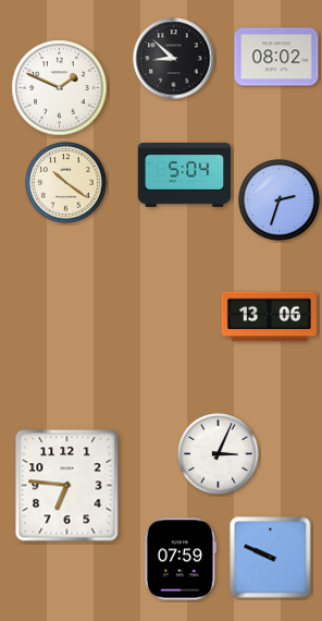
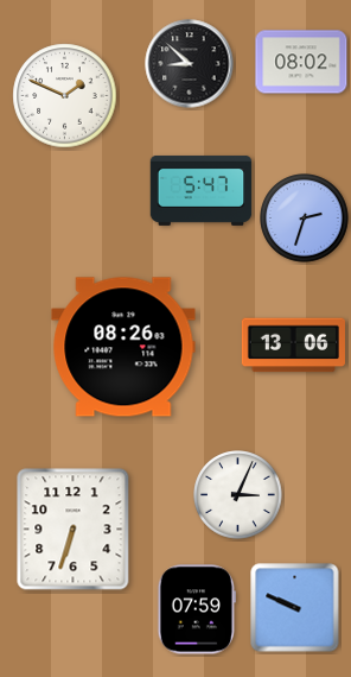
clock at (185, 174): 5:04 -> 5:47
clock at (66, 183): 10:21 -> none
clock at (123, 347): none -> 08:26
clock at (67, 486): 6:46 -> 6:33
